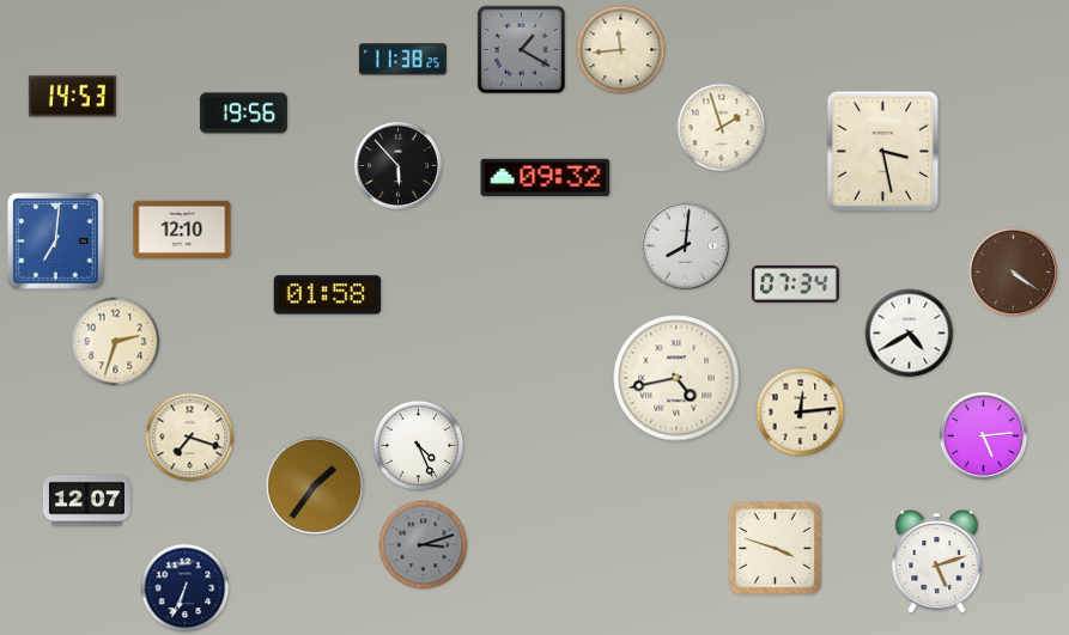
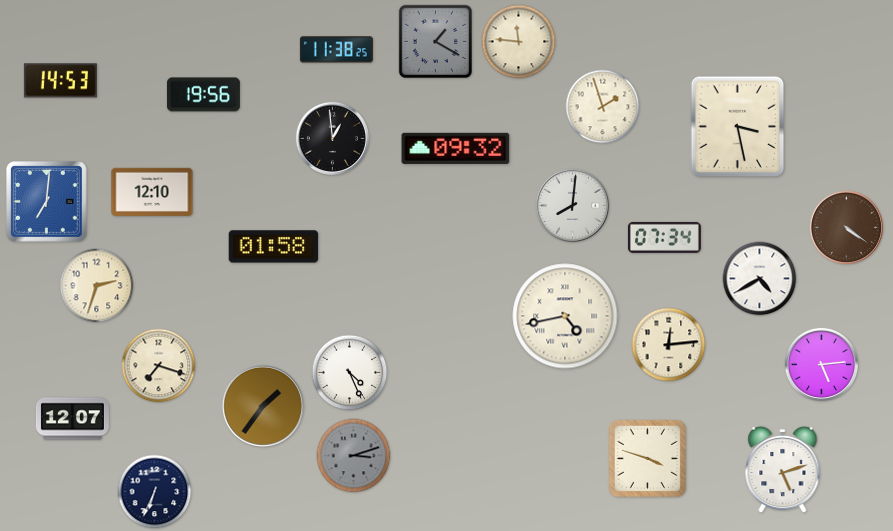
clock at (621, 50): 11:44 -> 11:46
clock at (397, 165): 5:53 -> 12:59
